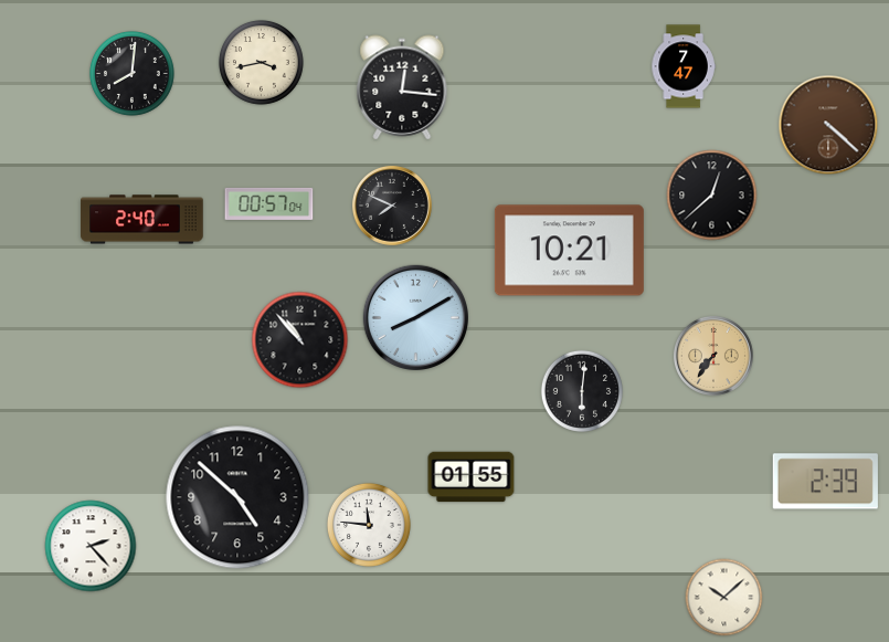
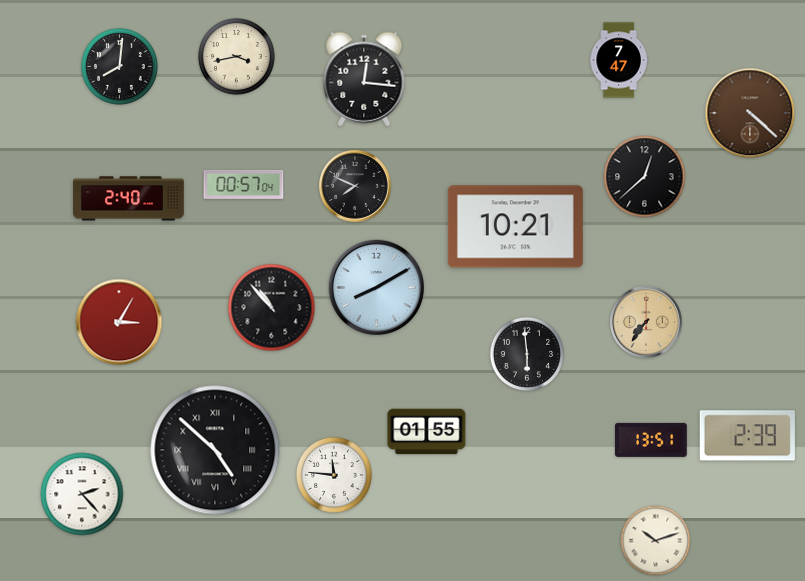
clock at (119, 322): none -> 3:05
clock at (582, 391): 6:01 -> 5:59
clock at (651, 440): none -> 13:51
clock at (237, 497) numerals: Arabic -> Roman
clock at (724, 598): 10:08 -> 10:12
